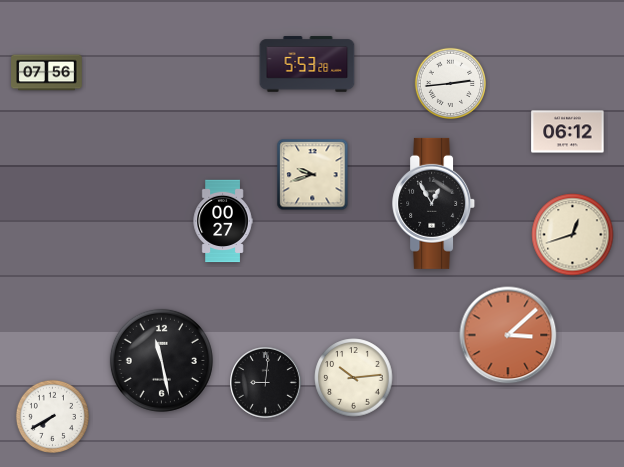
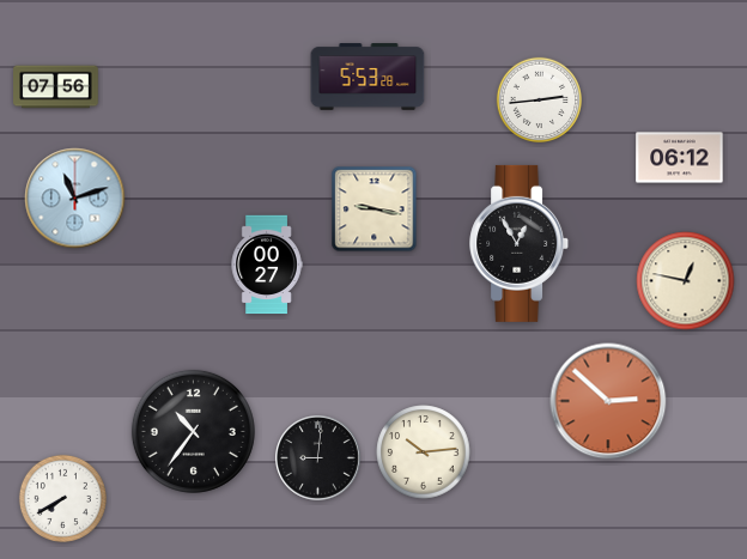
clock at (75, 199): none -> 11:12
clock at (313, 175): 9:42 -> 9:17
clock at (573, 235): 12:42 -> 12:47
clock at (508, 335): 3:08 -> 2:52
clock at (161, 360): 11:28 -> 10:36
